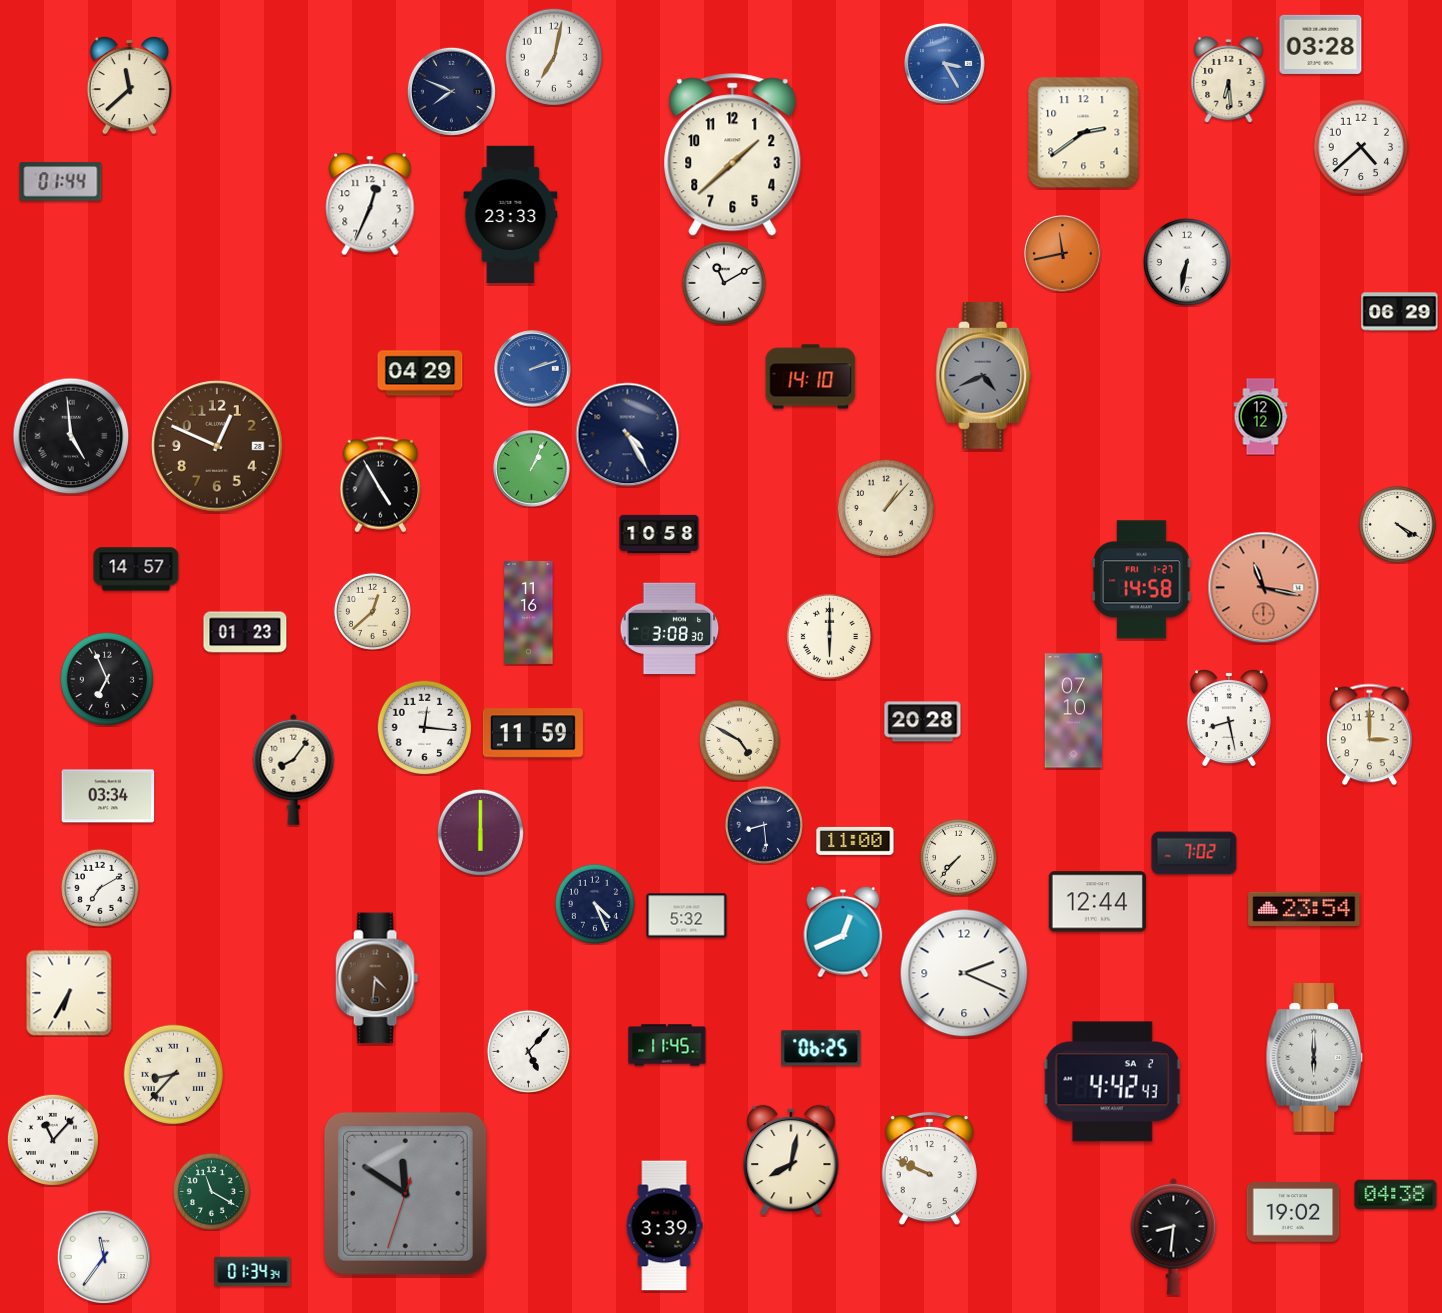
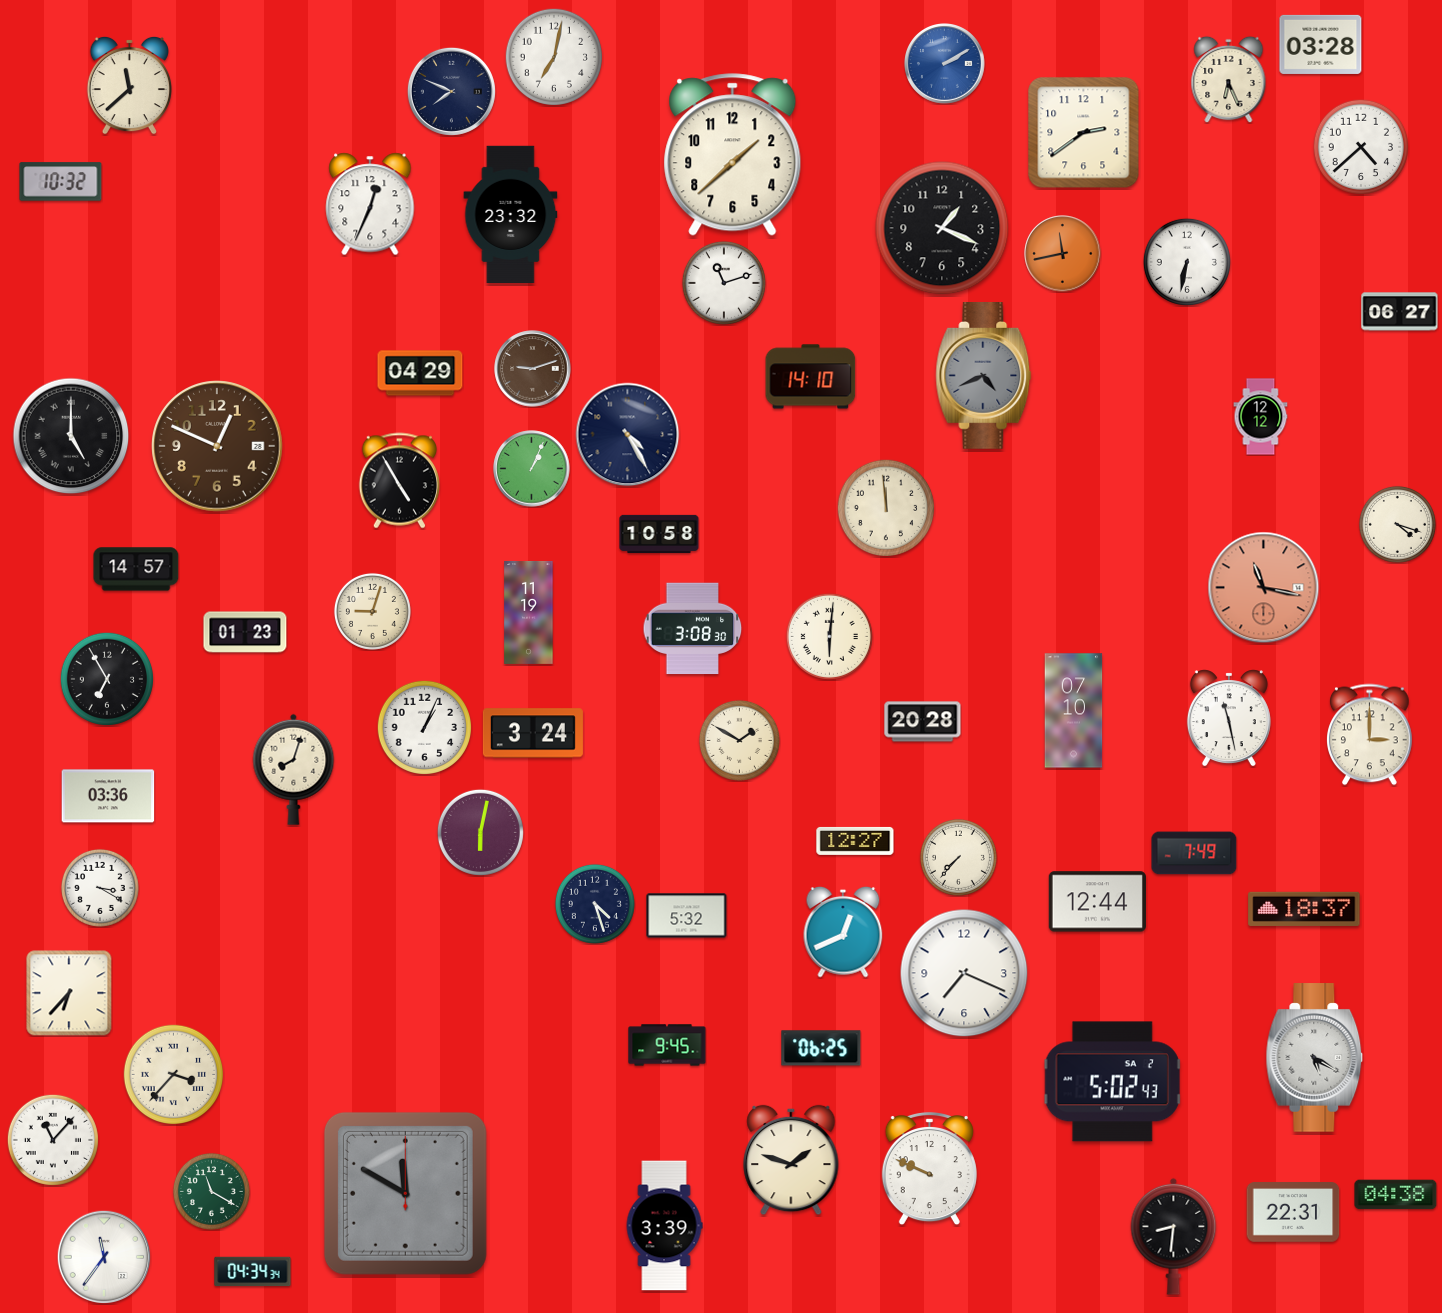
clock at (945, 64): 3:25 -> 2:10
clock at (1229, 79): 6:29 -> 6:26
clock at (61, 182): 01:44 -> 10:32
clock at (511, 214): 23:33 -> 23:32
clock at (942, 228): none -> 1:19
clock at (724, 283): 11:10 -> 11:12
clock at (1400, 312): 06:29 -> 06:27
clock at (533, 369): 2:12 -> 9:12
clock at (533, 369) dial: blue -> brown
clock at (71, 436): 4:59 -> 5:00
clock at (380, 485) position: (380, 485) -> (399, 481)
clock at (885, 507): 1:07 -> 11:59
clock at (1397, 524): 4:20 -> 4:18
clock at (1142, 580): 14:58 -> none
clock at (372, 611): 12:38 -> 9:03
clock at (529, 612): 11:16 -> 11:19
clock at (670, 629) position: (670, 629) -> (693, 629)
clock at (829, 636): 6:00 -> 6:01
clock at (106, 678): 6:56 -> 6:55
clock at (1229, 718): 8:28 -> 11:28
clock at (424, 727): 12:16 -> 1:04
clock at (533, 733): 11:59 -> 3:24
clock at (739, 740): 4:50 -> 1:50
clock at (294, 769): 8:06 -> 8:03
clock at (108, 796): 03:34 -> 03:36
clock at (764, 825): 8:29 -> none
clock at (480, 832): 6:00 -> 6:02
clock at (855, 841): 11:00 -> 12:27
clock at (1194, 853): 7:02 -> 7:49
clock at (100, 888): 7:10 -> 3:20
clock at (595, 904): 4:26 -> 4:27
clock at (1304, 909): 23:54 -> 18:37
clock at (964, 973): 2:19 -> 7:19
clock at (377, 978): 4:31 -> none
clock at (69, 993): 6:35 -> 6:37
clock at (667, 1045): 11:45 -> 9:45
clock at (528, 1051): 5:07 -> none
clock at (1315, 1058): 6:00 -> 5:20
clock at (174, 1075): 8:37 -> 3:37
clock at (1113, 1082): 4:42 -> 5:02
clock at (791, 1160): 8:02 -> 1:48
clock at (405, 1193): 11:50:33 -> 11:50:00
clock at (1293, 1212): 19:02 -> 22:31
clock at (253, 1272): 01:34 -> 04:34
